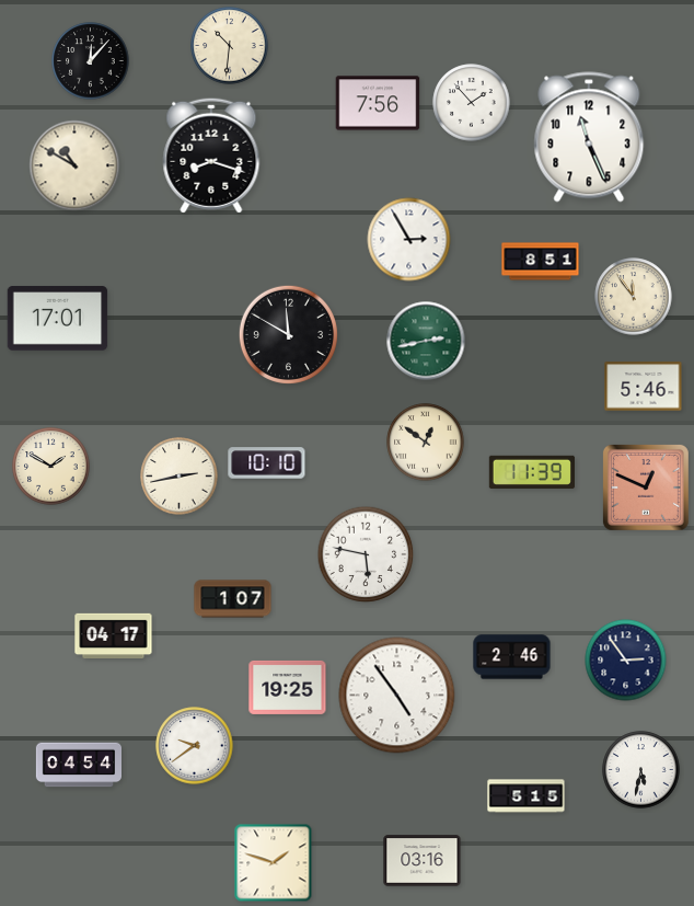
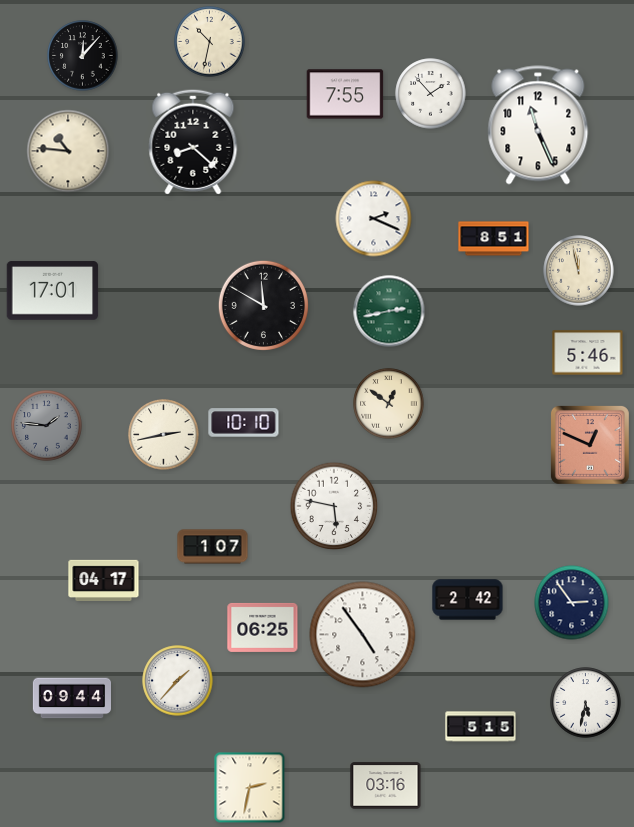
clock at (230, 46): 10:31 -> 10:32
clock at (378, 103): 7:56 -> 7:55
clock at (211, 156): 8:18 -> 8:22
clock at (74, 165): 10:50 -> 10:46
clock at (409, 240): 2:55 -> 2:19
clock at (634, 297): 11:54 -> 11:58
clock at (51, 467): 1:50 -> 1:46
clock at (51, 467) dial: cream -> grey
clock at (532, 472): 11:39 -> none
clock at (512, 657): 2:46 -> 2:42
clock at (288, 687): 19:25 -> 06:25
clock at (195, 746): 9:39 -> 1:37
clock at (79, 765): 04:54 -> 09:44
clock at (274, 863): 1:48 -> 2:32
